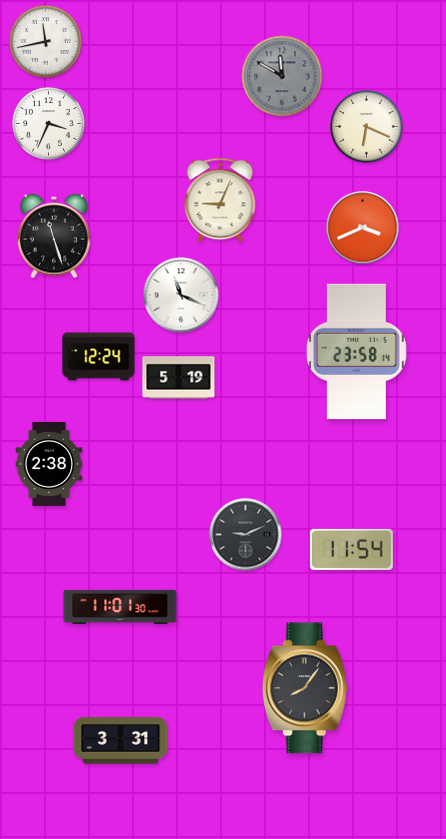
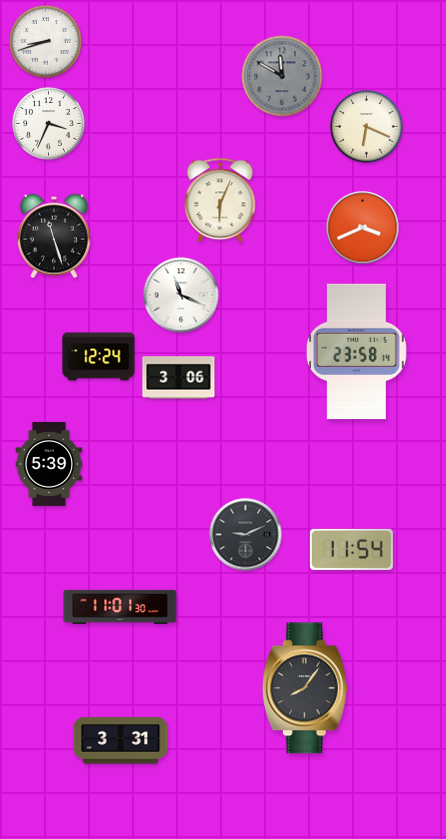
clock at (46, 42): 11:43 -> 8:42
clock at (220, 200): 9:04 -> 6:04
clock at (179, 378): 5:19 -> 3:06
clock at (49, 464): 2:38 -> 5:39
